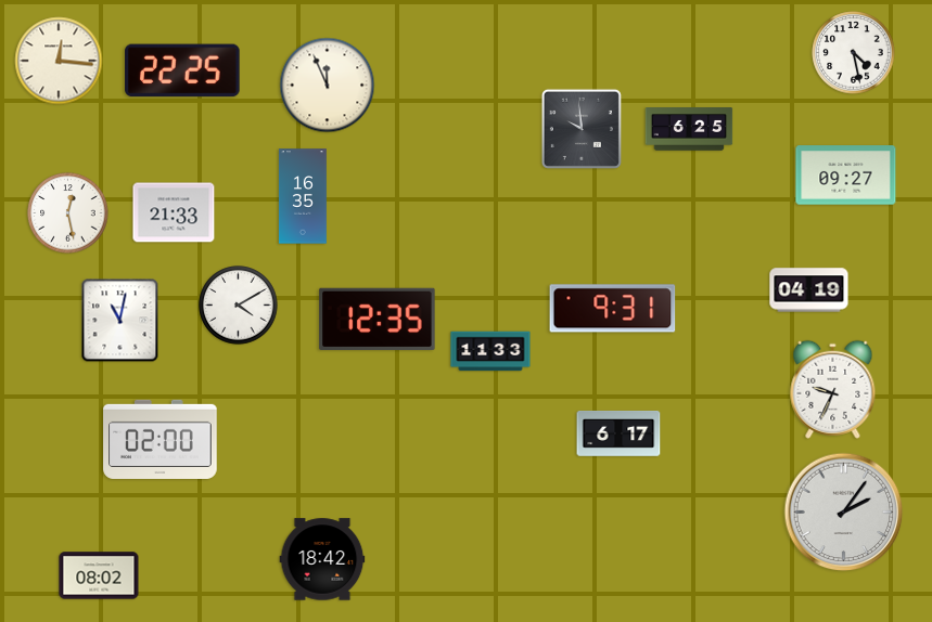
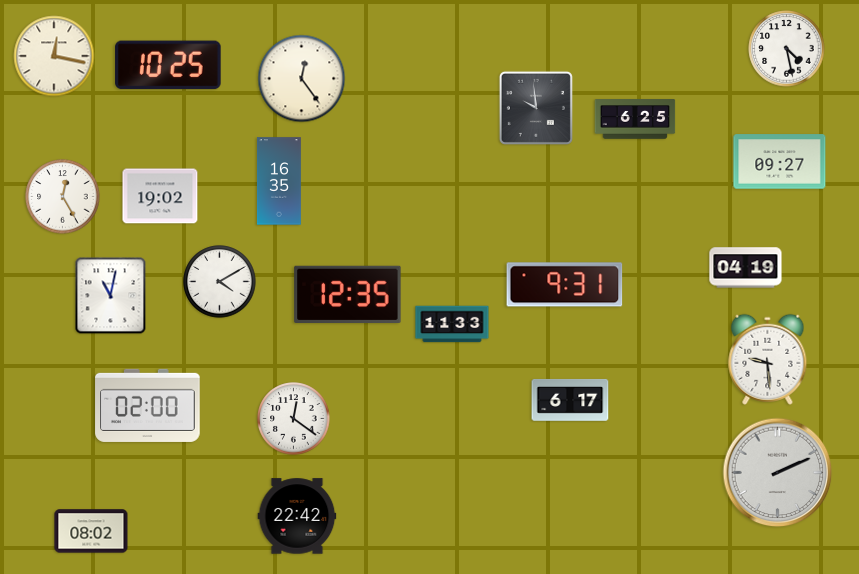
clock at (59, 61): 12:16 -> 12:17
clock at (182, 70): 22:25 -> 10:25
clock at (328, 86): 11:56 -> 12:24
clock at (582, 129) position: (582, 129) -> (536, 108)
clock at (174, 212): 21:33 -> 19:02
clock at (68, 213): 12:28 -> 12:25
clock at (833, 389): 9:34 -> 9:29
clock at (294, 419): none -> 12:21
clock at (844, 513): 2:06 -> 2:11
clock at (322, 559): 18:42 -> 22:42
